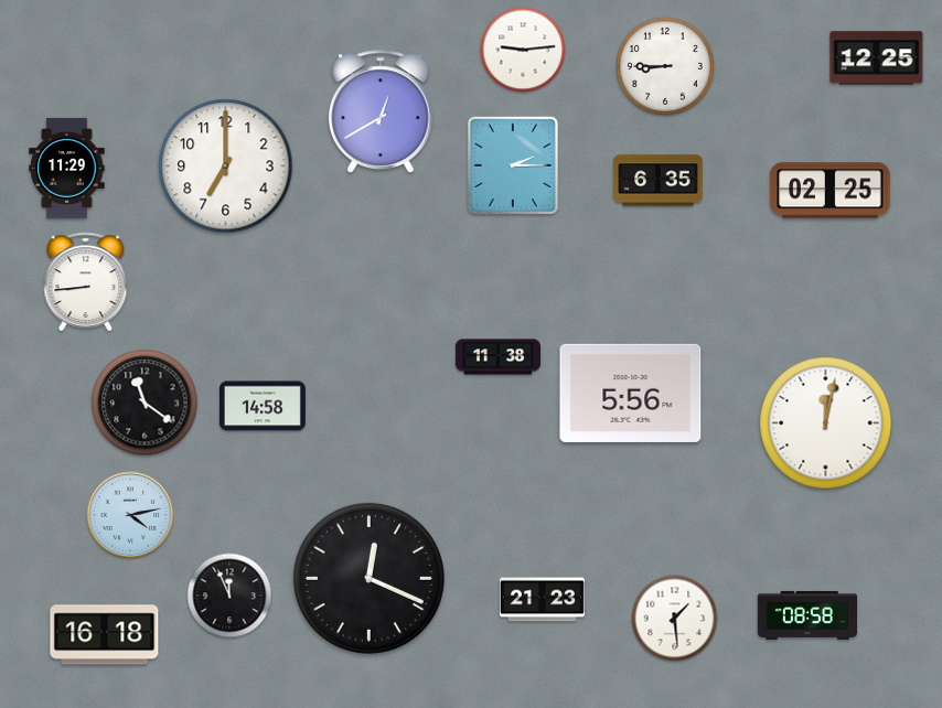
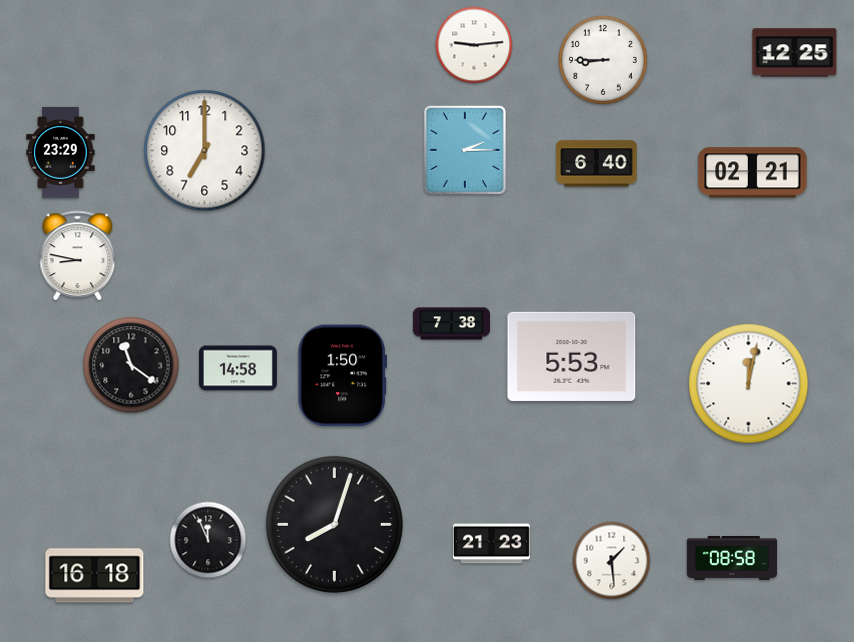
clock at (382, 111): 12:40 -> none
clock at (67, 168): 11:29 -> 23:29
clock at (659, 181): 6:35 -> 6:40
clock at (831, 191): 02:25 -> 02:21
clock at (86, 282): 8:44 -> 8:47
clock at (497, 357): 11:38 -> 7:38
clock at (631, 393): 5:56 -> 5:53
clock at (342, 376): none -> 1:50
clock at (130, 515): 4:13 -> none
clock at (368, 578): 12:19 -> 8:03
